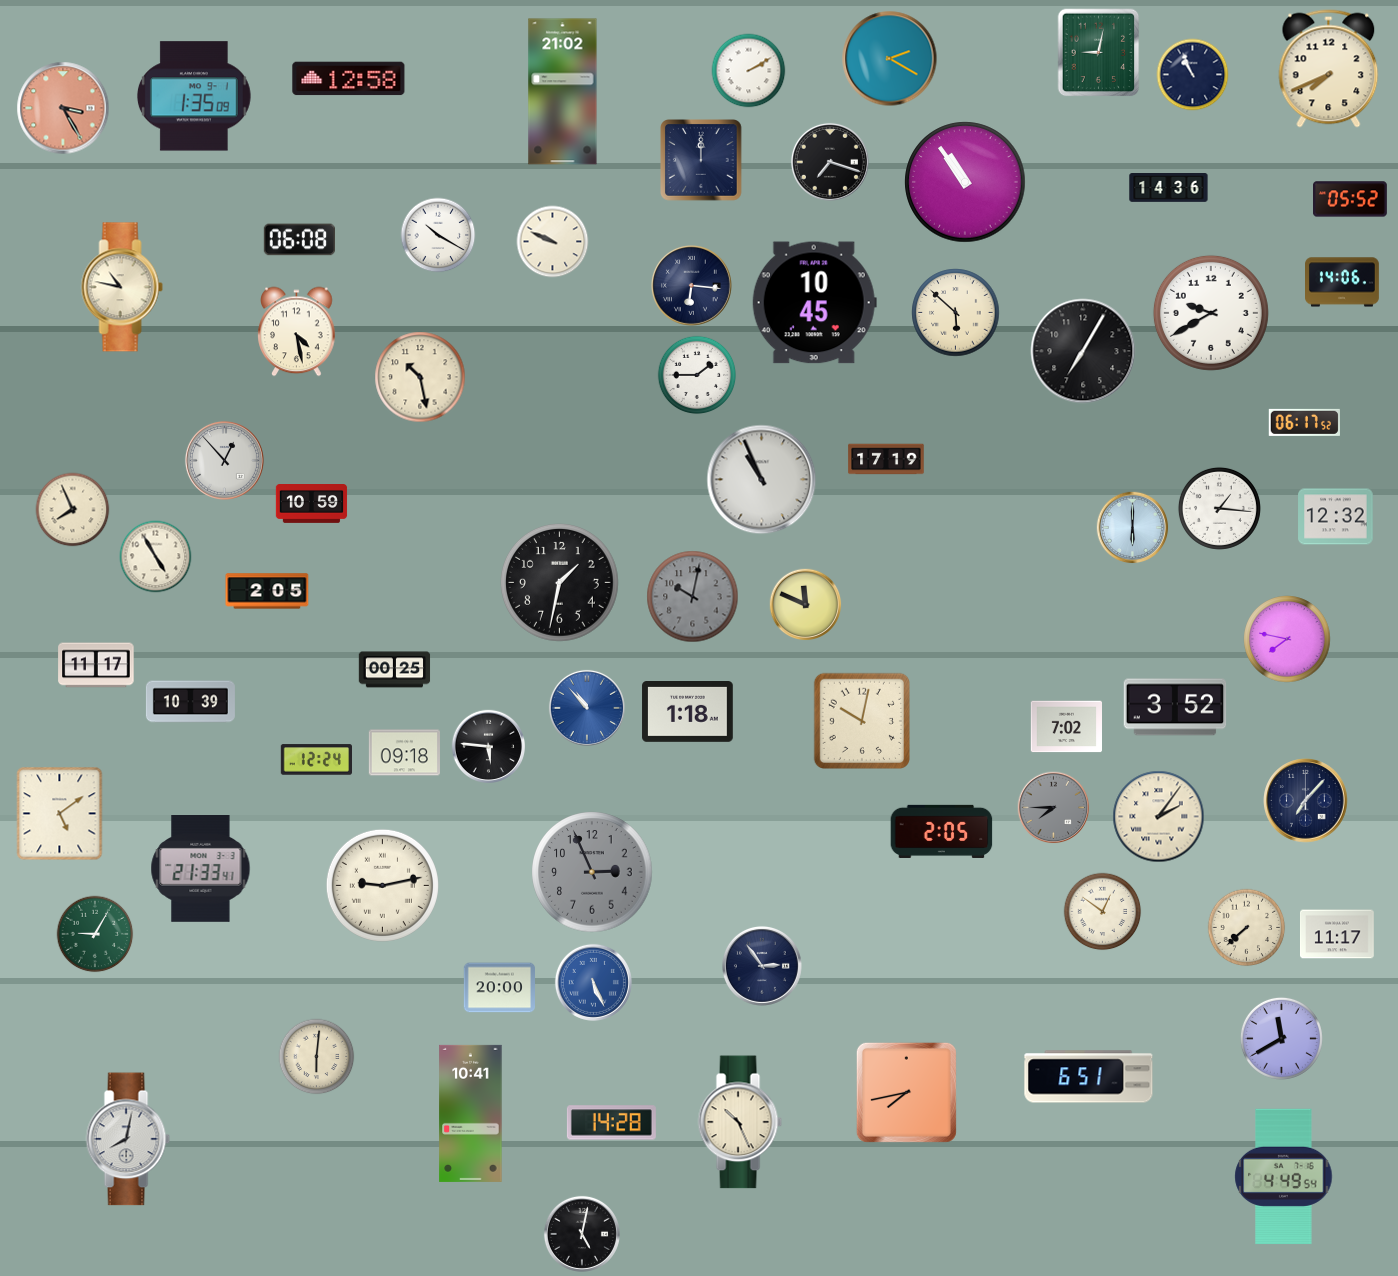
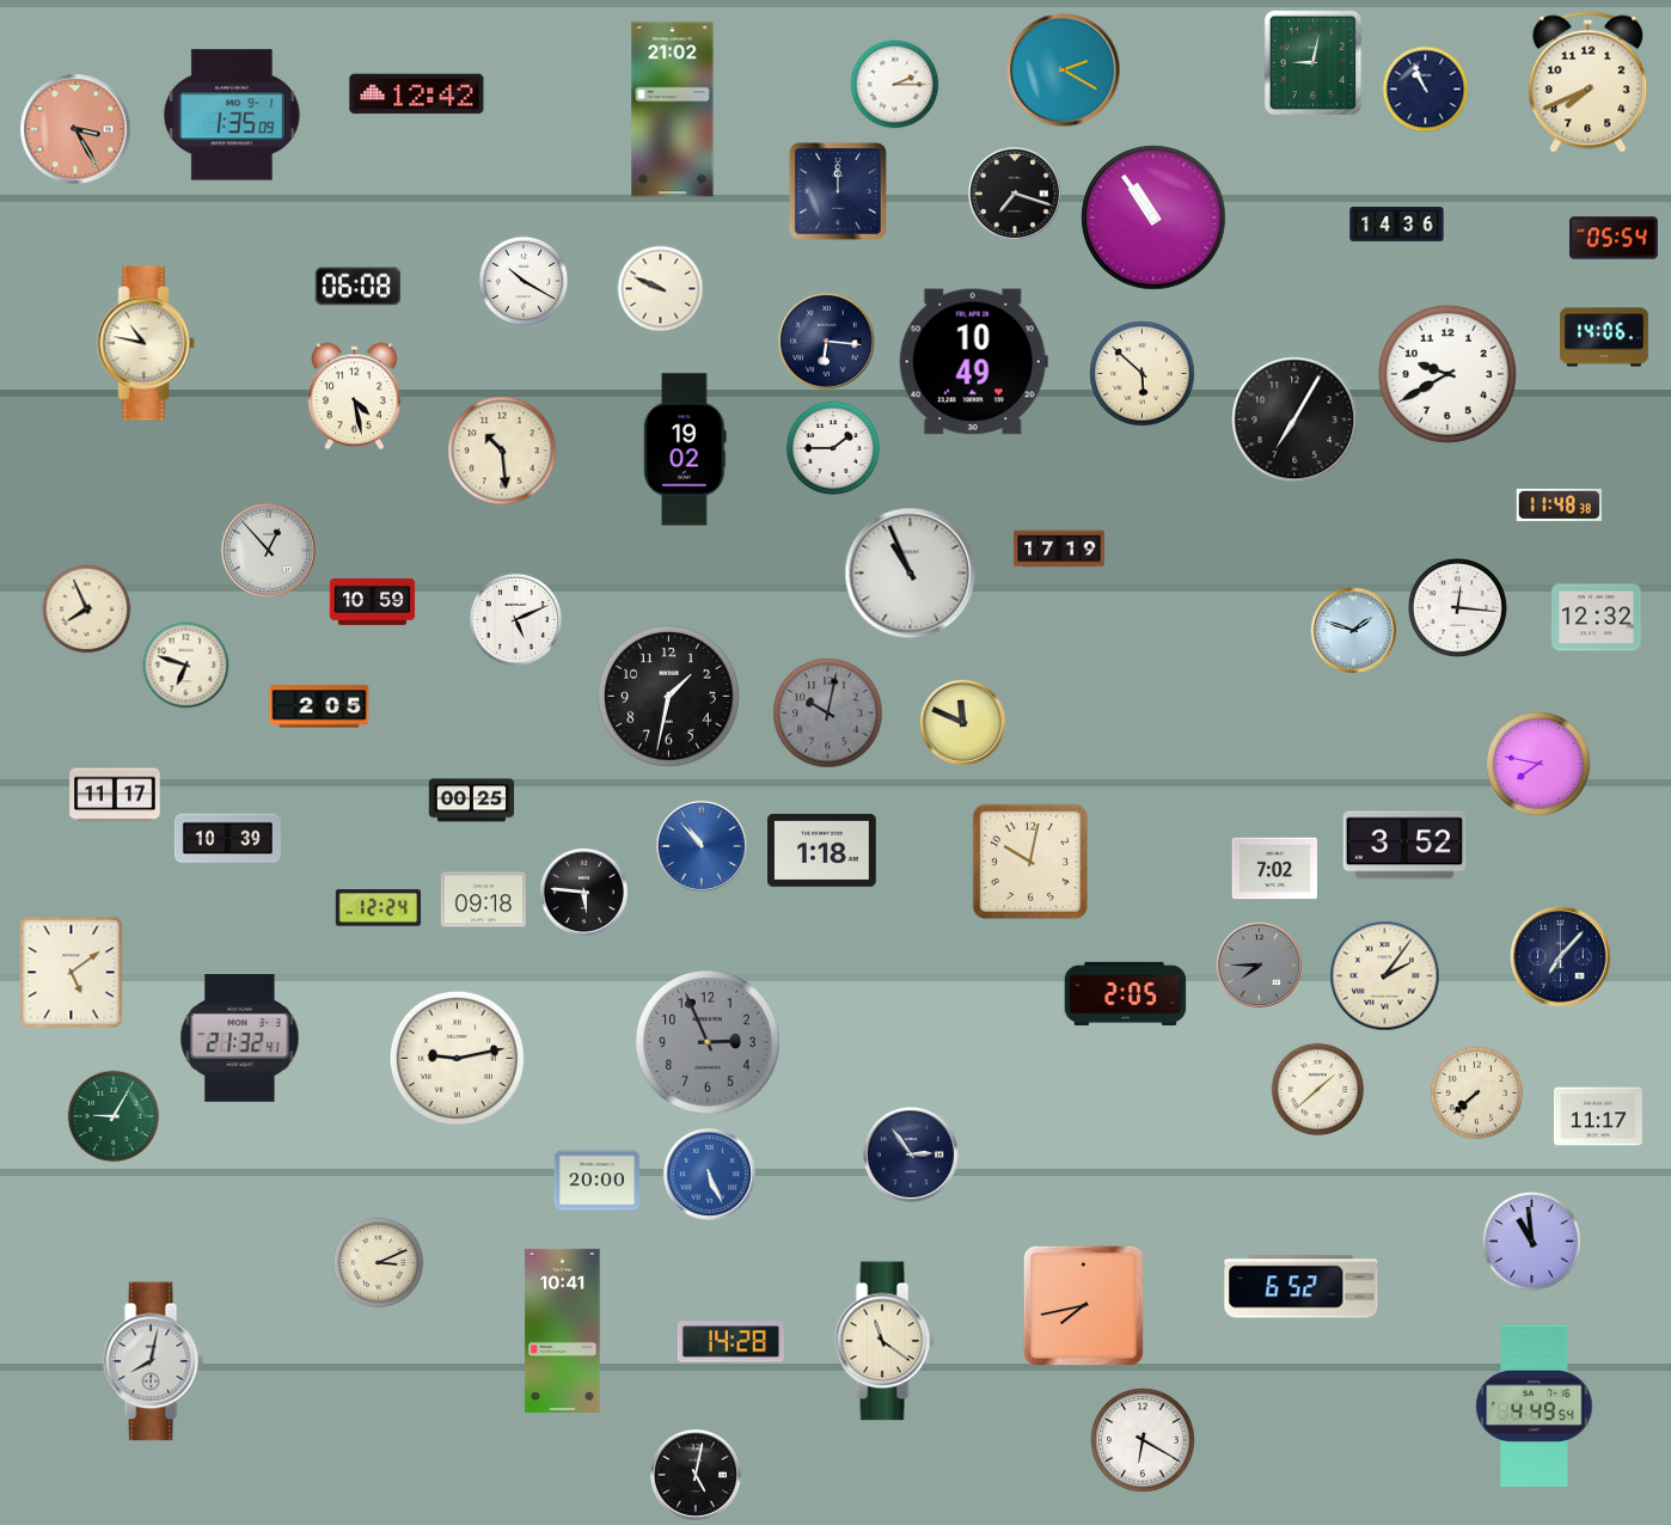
clock at (749, 71): 2:10 -> 2:15
clock at (349, 79): 12:58 -> 12:42
clock at (830, 162) position: (830, 162) -> (1015, 194)
clock at (1351, 199): 05:52 -> 05:54
clock at (814, 303): 10:45 -> 10:49
clock at (685, 449): none -> 19:02
clock at (420, 377): 10:28 -> 10:29
clock at (1304, 422): 06:17 -> 11:48
clock at (1219, 508): 1:16 -> 12:16
clock at (515, 619): none -> 5:11
clock at (1133, 528): 6:00 -> 1:48
clock at (156, 557): 4:55 -> 6:48
clock at (201, 869): 21:33 -> 21:32
clock at (1103, 912): 12:51 -> 1:38
clock at (1247, 928) position: (1247, 928) -> (1477, 1094)
clock at (1281, 1038): 11:40 -> 10:59
clock at (317, 1057): 6:01 -> 3:11
clock at (1089, 1077): 6:51 -> 6:52
clock at (740, 1122): 10:26 -> 11:21
clock at (1143, 1440): none -> 6:20
